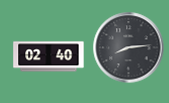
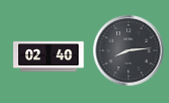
clock at (129, 48) position: (129, 48) -> (129, 51)
